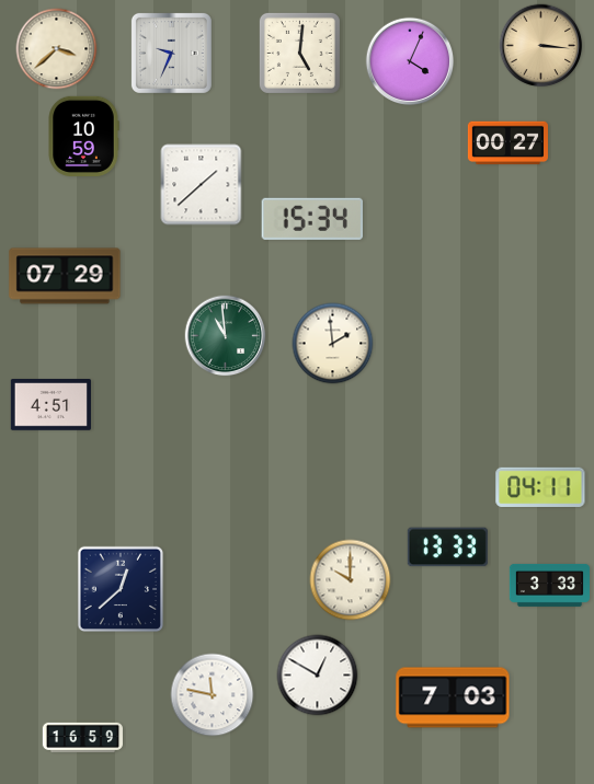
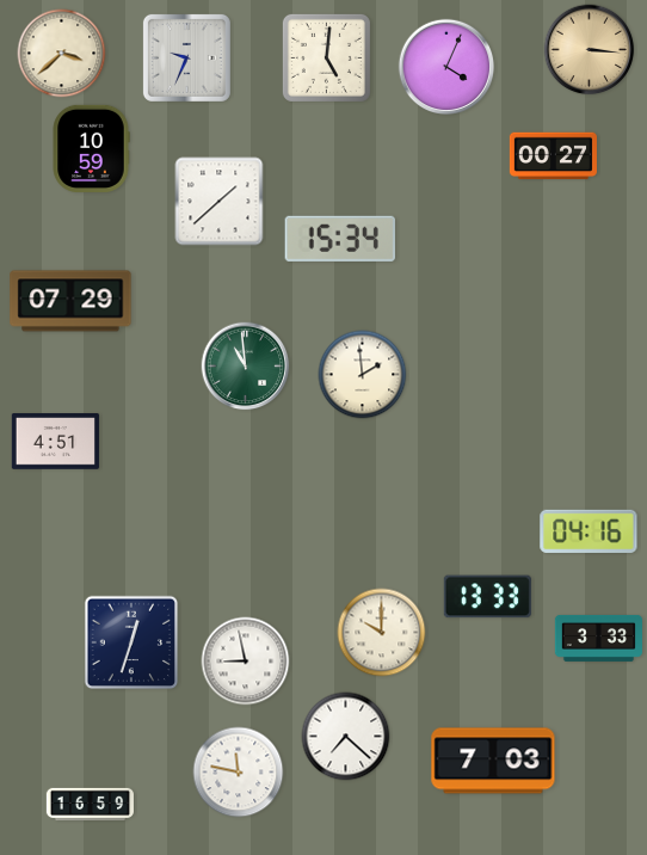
clock at (540, 487): 04:11 -> 04:16
clock at (121, 589): 12:38 -> 12:33
clock at (246, 662): none -> 8:58
clock at (318, 676): 12:50 -> 7:22
clock at (213, 695) position: (213, 695) -> (239, 773)
